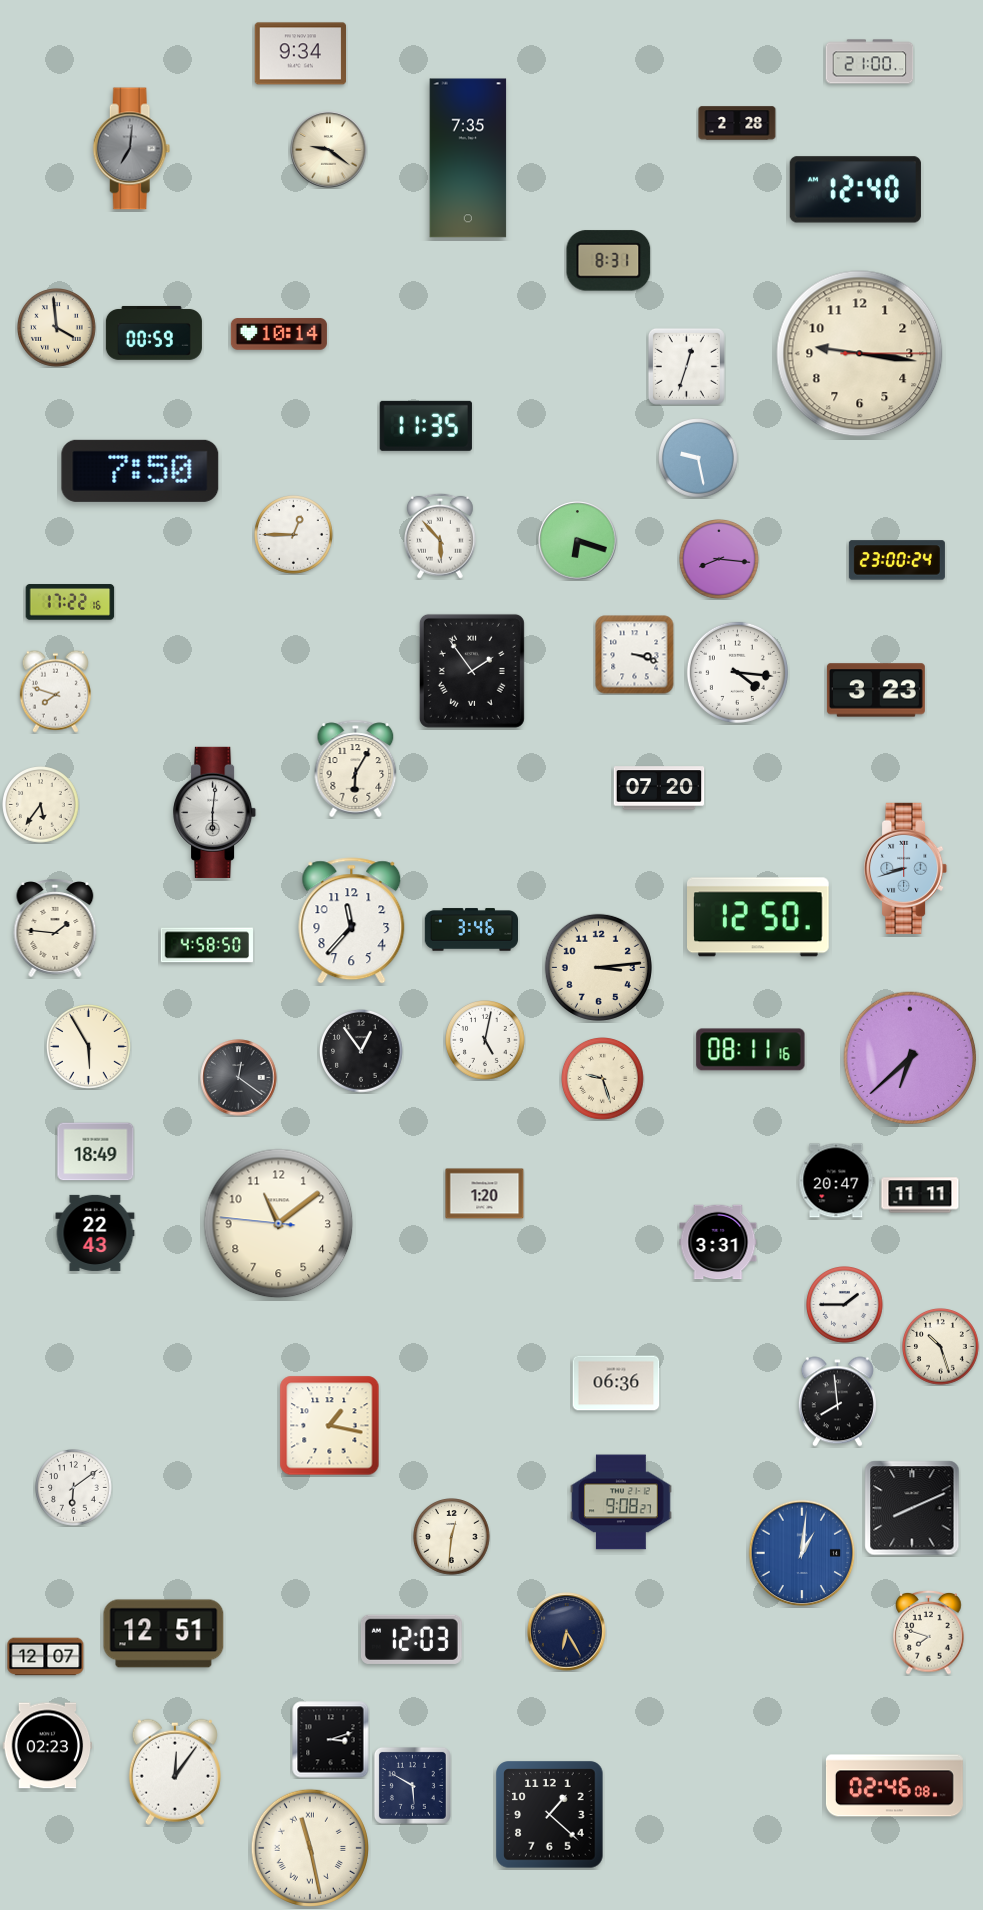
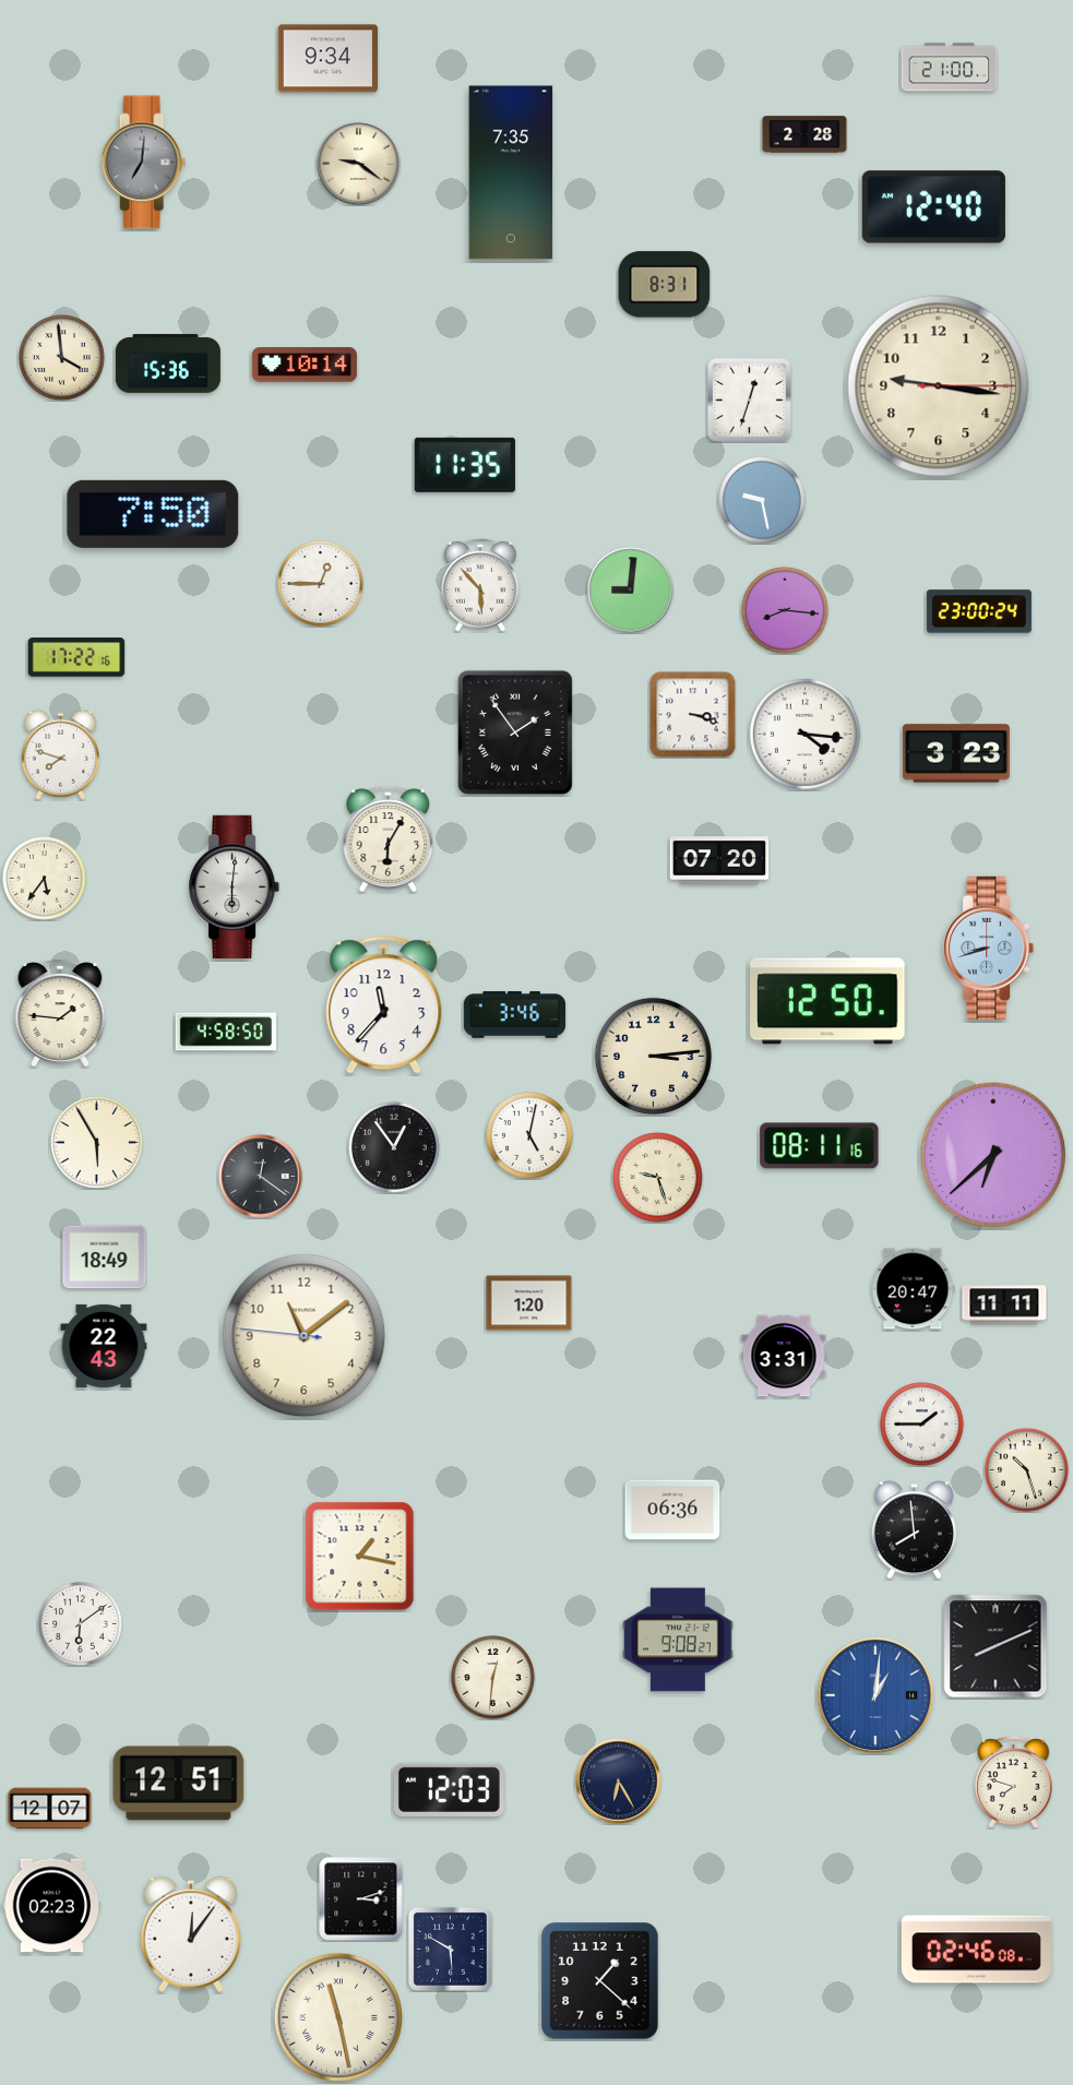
clock at (154, 333): 00:59 -> 15:36
clock at (578, 541): 6:18 -> 9:01
